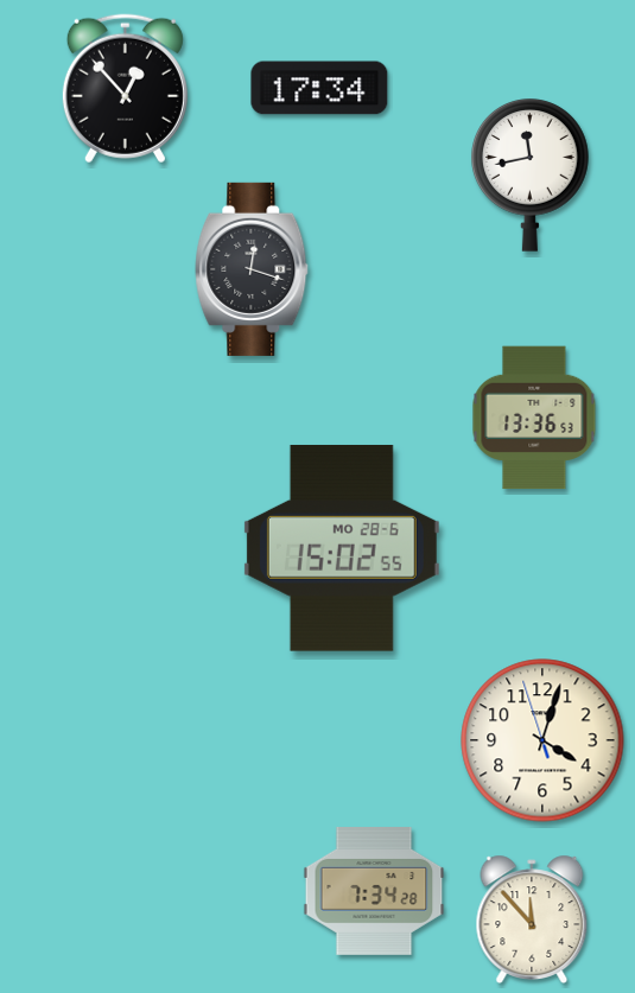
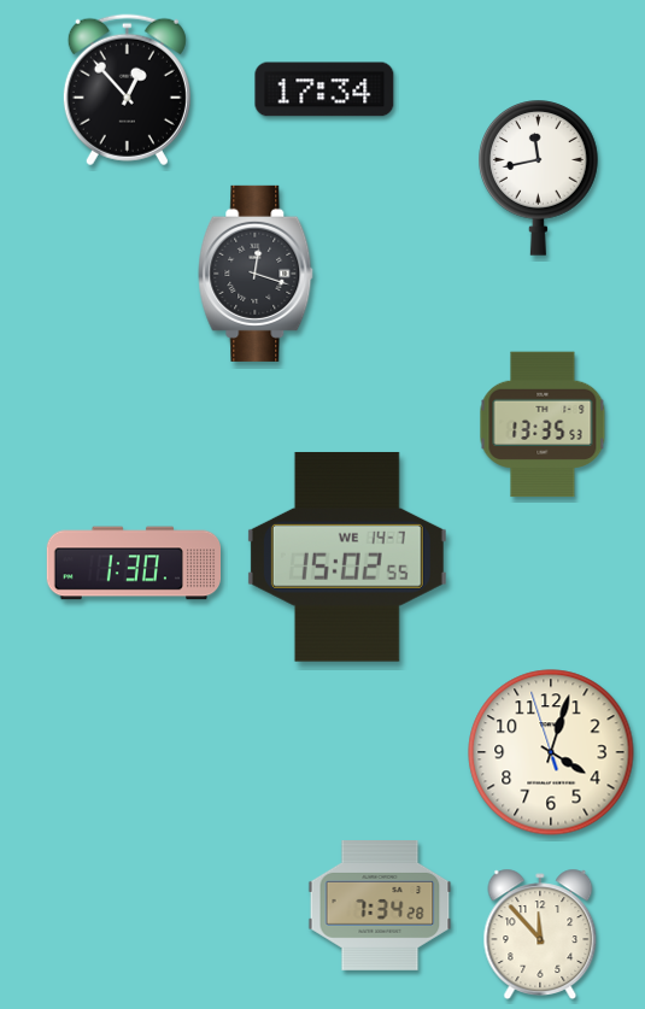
clock at (534, 418): 13:36 -> 13:35
clock at (342, 548) date: MO 28-6 -> WE 14-7
clock at (134, 563): none -> 1:30
